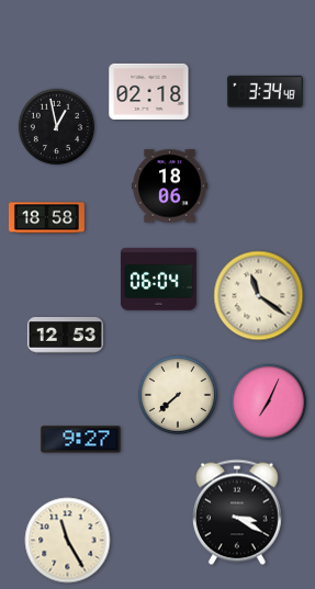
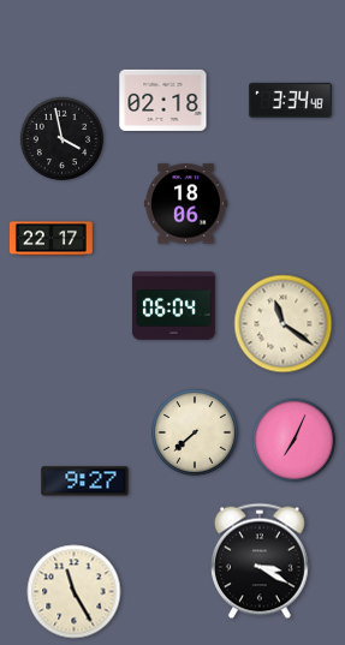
clock at (57, 127): 12:58 -> 3:58
clock at (46, 218): 18:58 -> 22:17
clock at (65, 336): 12:53 -> none
clock at (81, 440) position: (81, 440) -> (85, 482)
